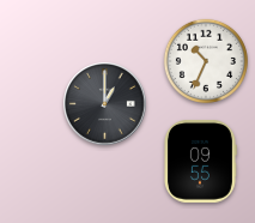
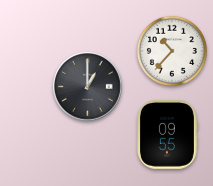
clock at (206, 61): 10:34 -> 10:37
